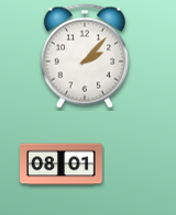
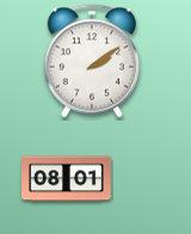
clock at (84, 56): 2:07 -> 2:09
